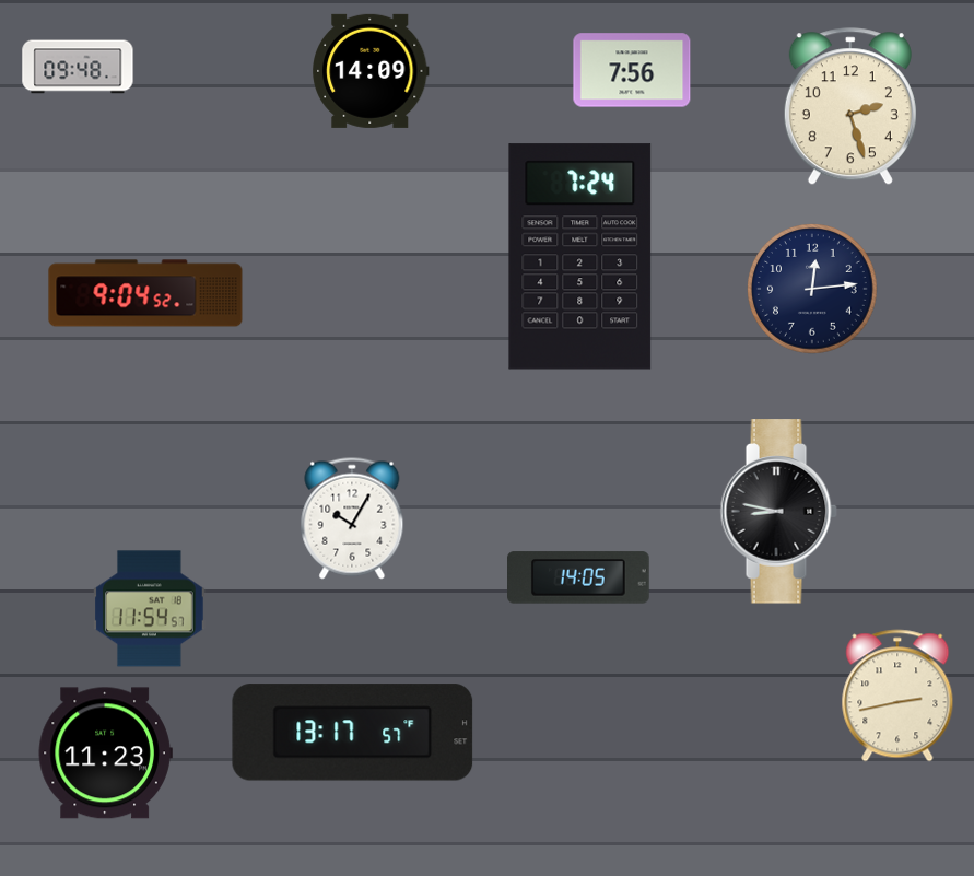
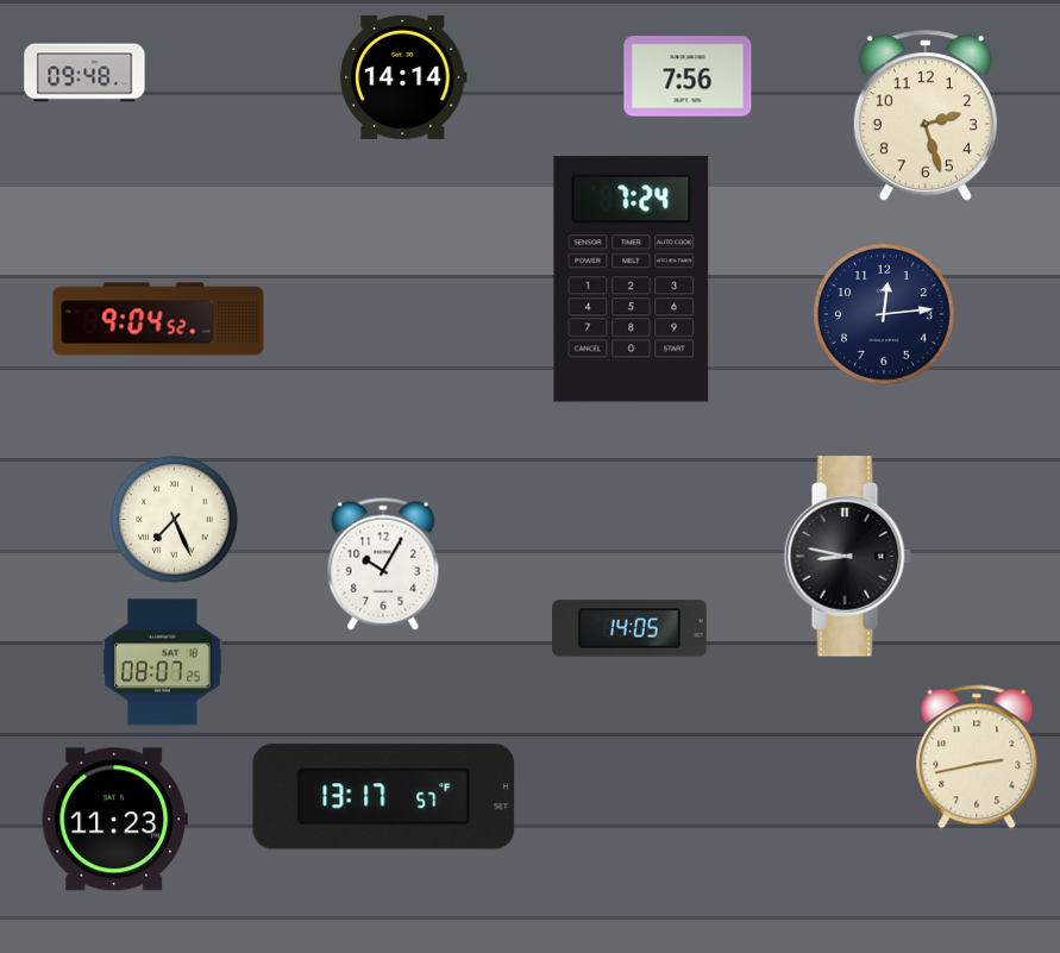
clock at (371, 71): 14:09 -> 14:14
clock at (175, 520): none -> 7:26
clock at (150, 609): 11:54 -> 08:07
